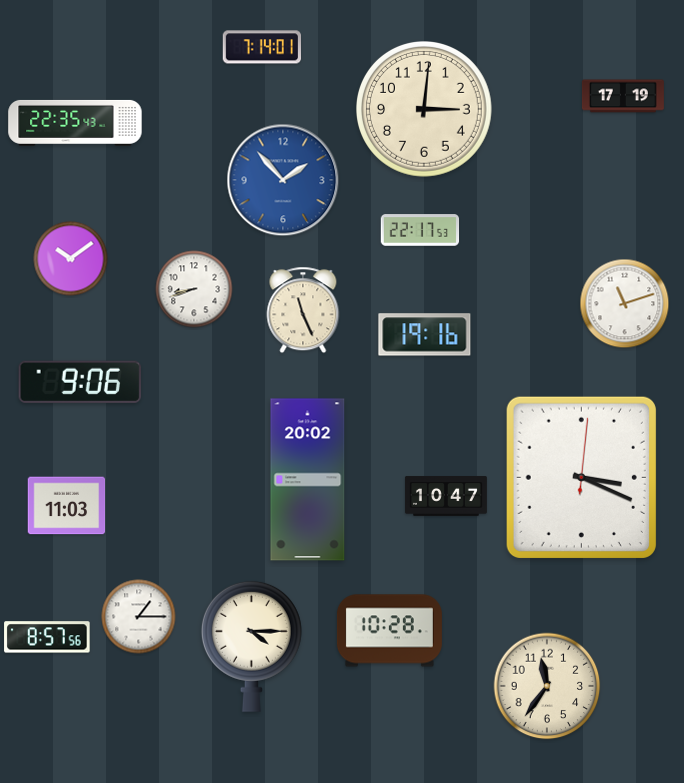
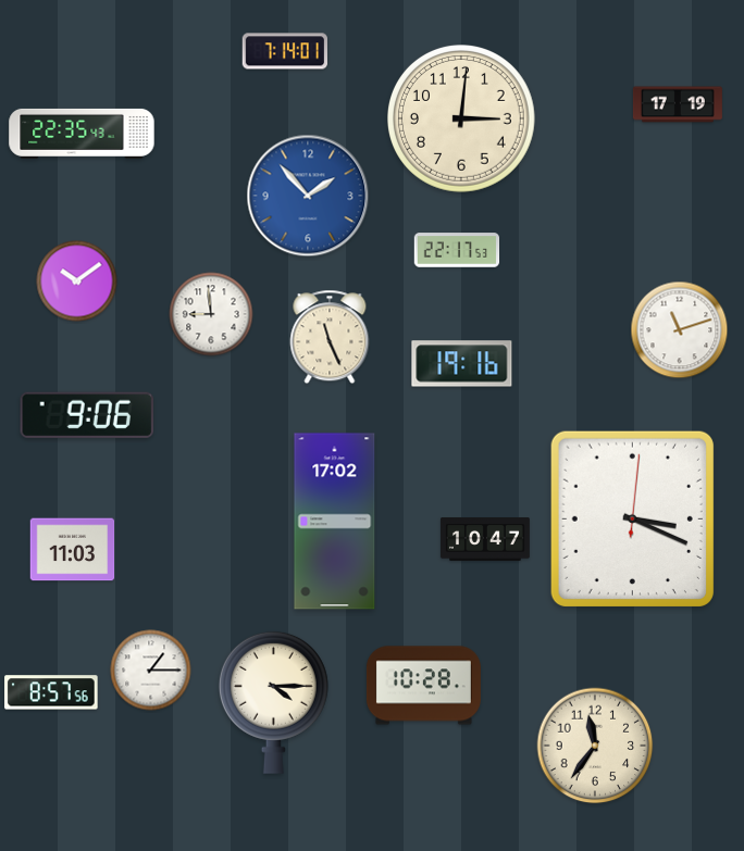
clock at (194, 289): 8:42 -> 8:59
clock at (308, 480): 20:02 -> 17:02
